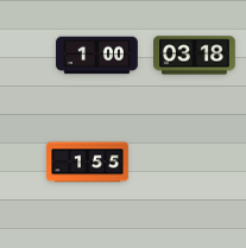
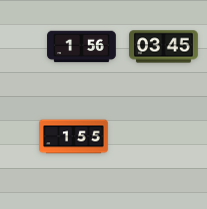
clock at (97, 56): 1:00 -> 1:56
clock at (195, 56): 03:18 -> 03:45
